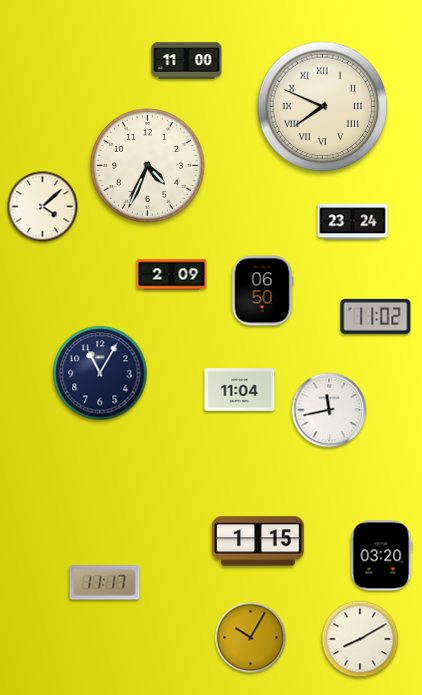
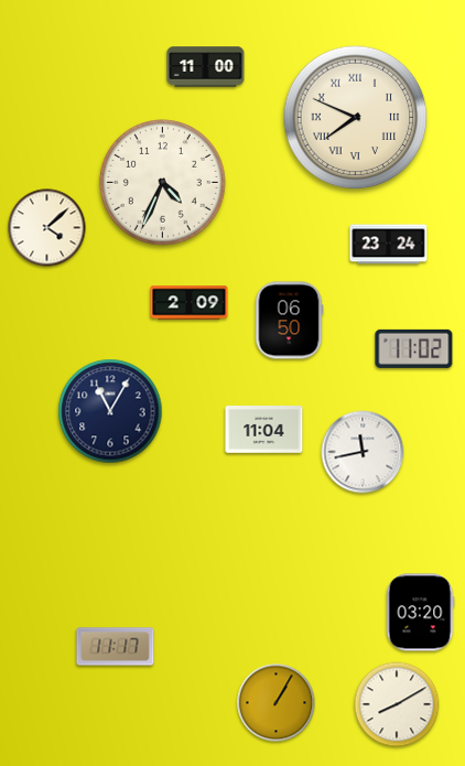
clock at (259, 541): 1:15 -> none
clock at (105, 583) position: (105, 583) -> (116, 647)
clock at (251, 638): 10:05 -> 1:05
